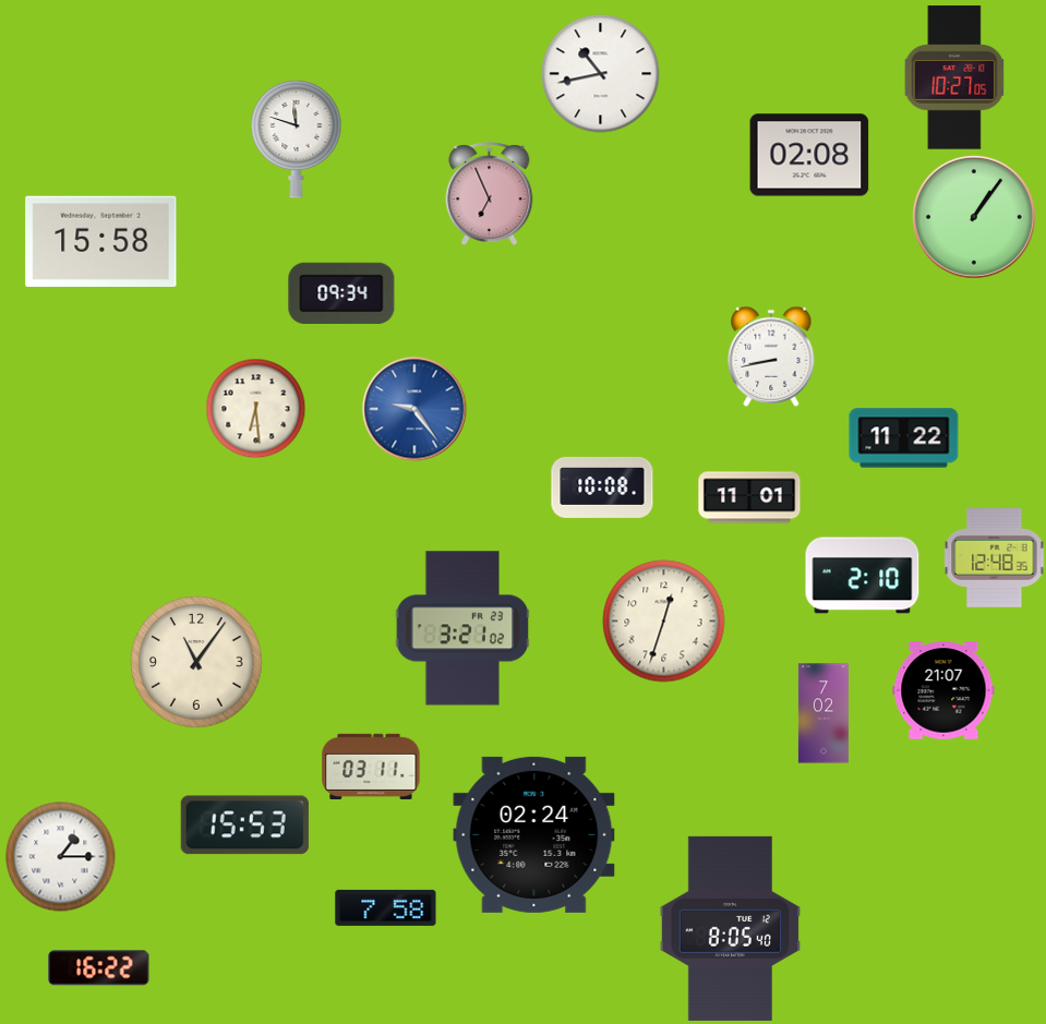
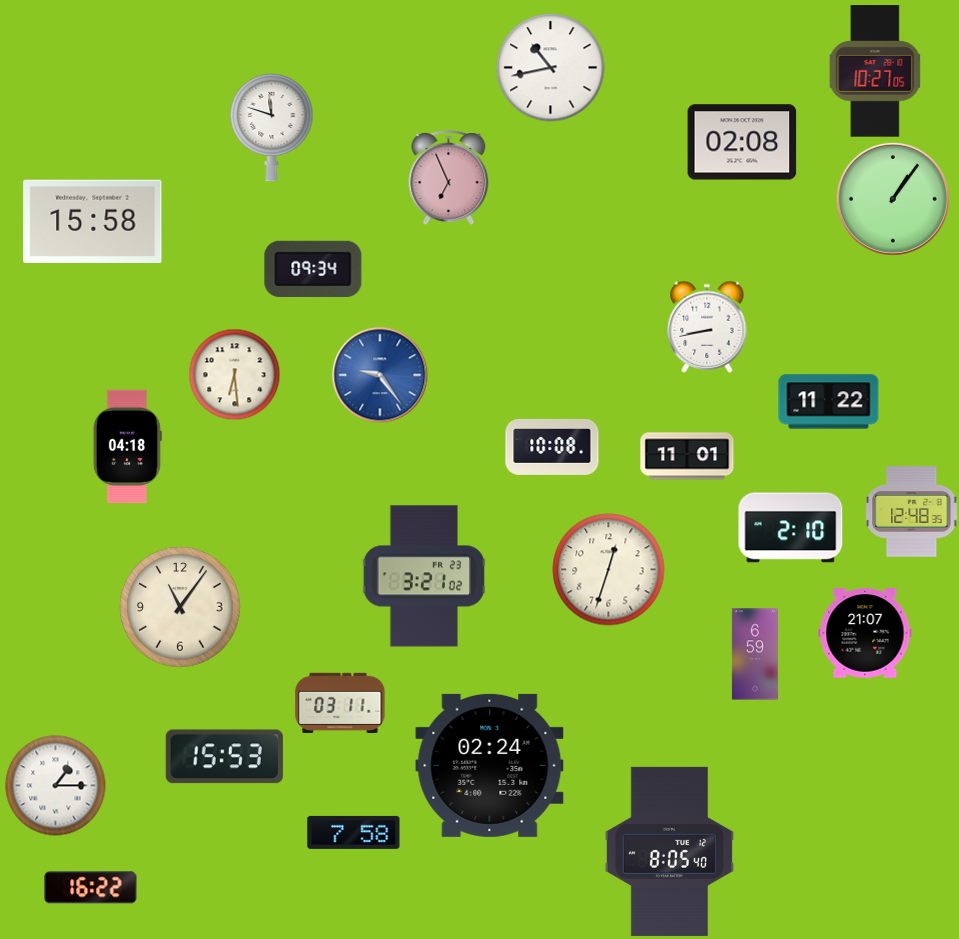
clock at (127, 447): none -> 04:18
clock at (823, 713): 7:02 -> 6:59
